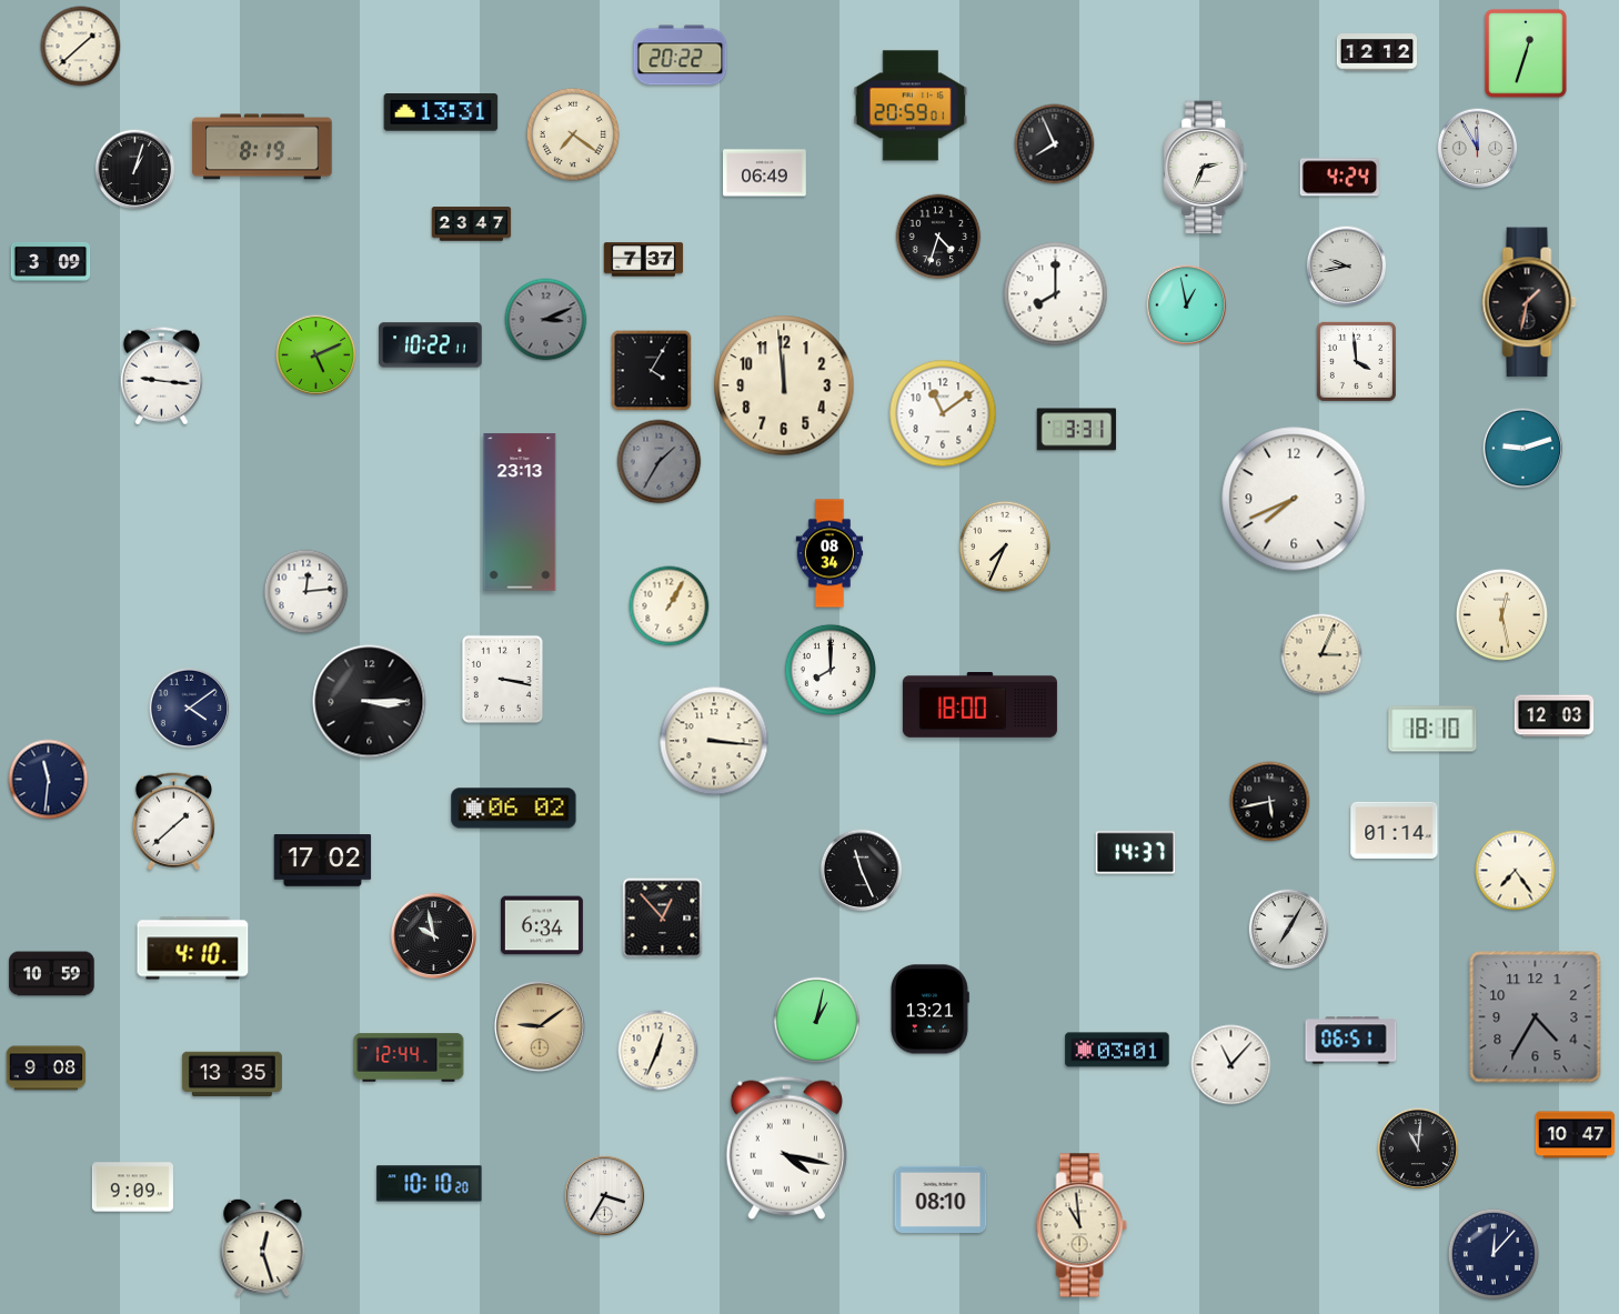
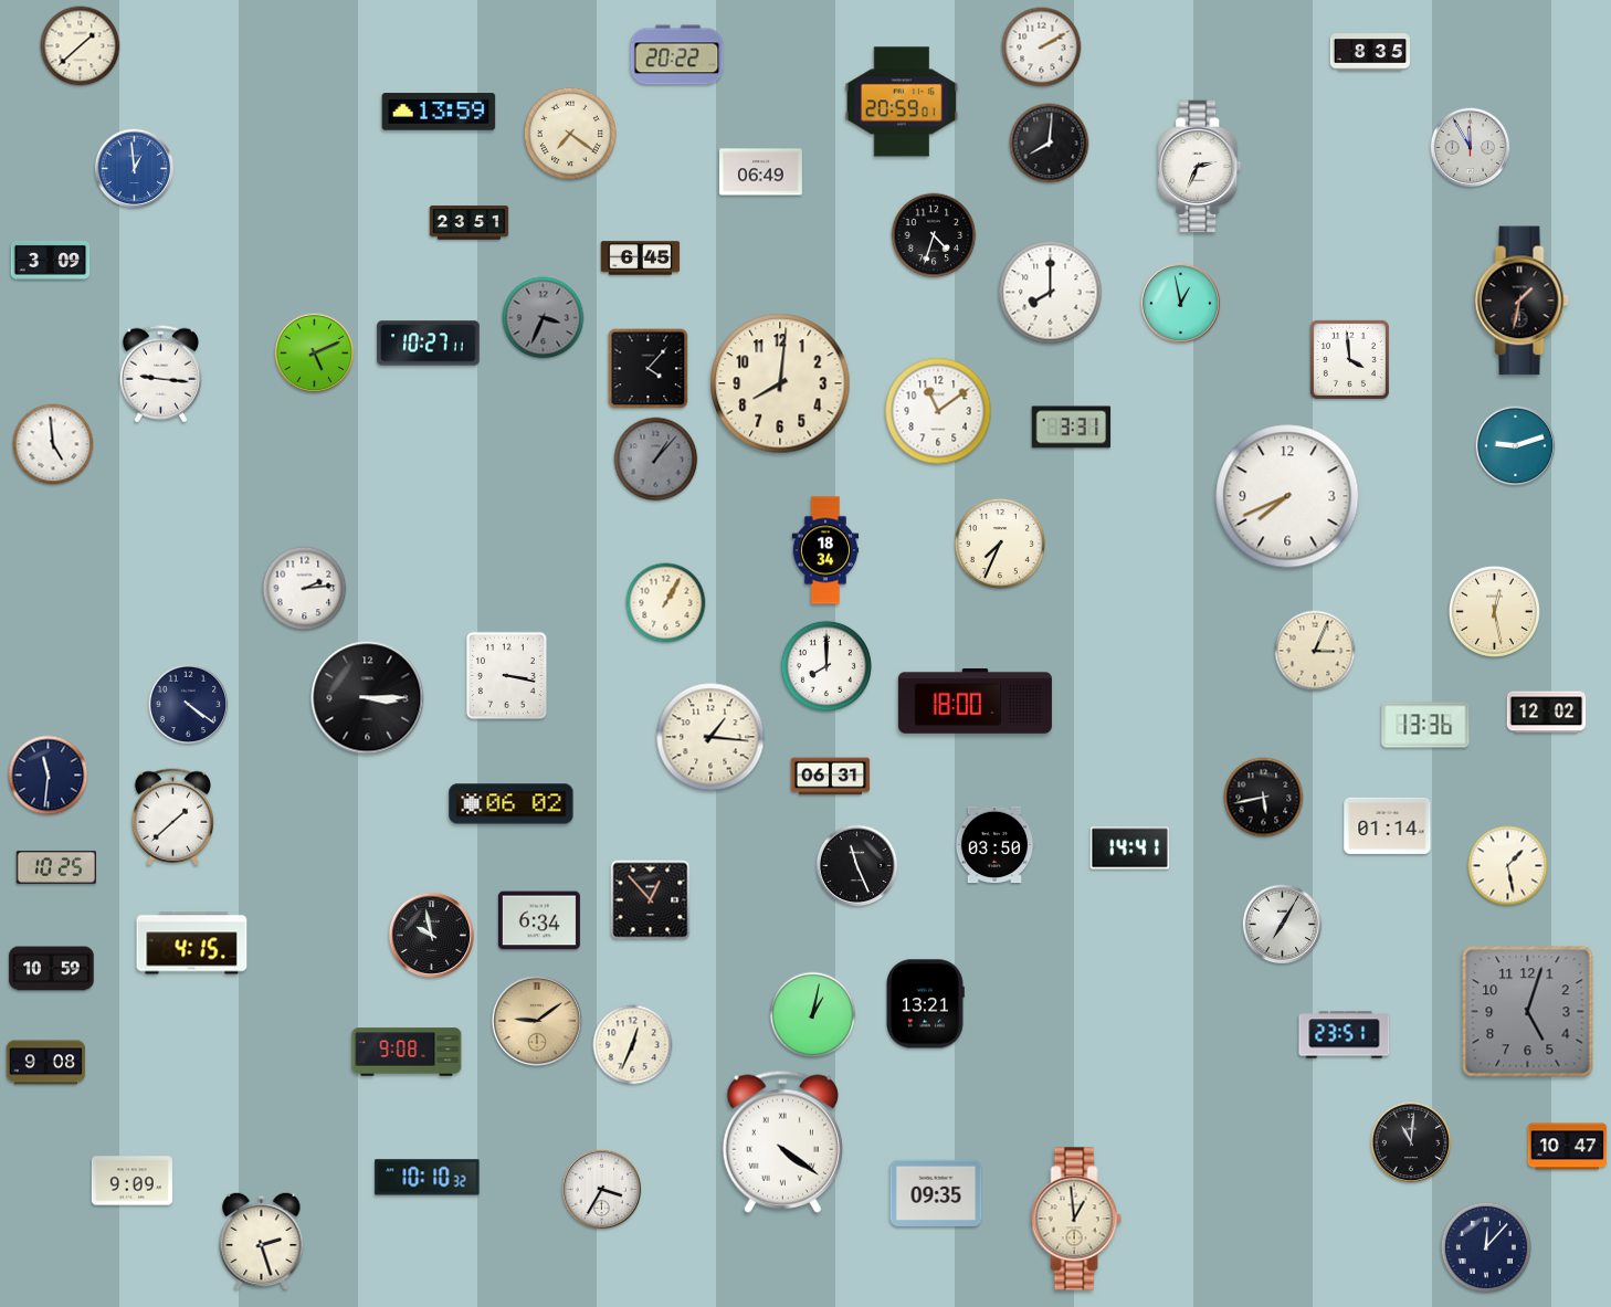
clock at (1042, 48): none -> 2:10
clock at (1376, 52): 12:12 -> 8:35
clock at (1526, 53): 12:33 -> none
clock at (911, 106) position: (911, 106) -> (902, 102)
clock at (441, 112): 13:31 -> 13:59
clock at (1055, 144): 7:56 -> 8:01
clock at (262, 147): 8:19 -> none
clock at (135, 170): 1:03 -> 12:59
clock at (135, 170) dial: black -> blue
clock at (1339, 178): 4:24 -> none
clock at (472, 224): 23:47 -> 23:51
clock at (644, 260): 7:37 -> 6:45
clock at (1347, 267): 9:43 -> none
clock at (546, 320): 3:11 -> 3:34
clock at (431, 345): 10:22 -> 10:27
clock at (652, 371): 4:05 -> 4:07
clock at (784, 385): 11:59 -> 8:01
clock at (53, 444): none -> 4:59
clock at (660, 462): 1:35 -> 1:07
clock at (520, 512): 23:13 -> none
clock at (829, 553): 08:34 -> 18:34
clock at (306, 592): 12:14 -> 2:14
clock at (502, 679) position: (502, 679) -> (506, 675)
clock at (190, 709): 4:09 -> 4:21
clock at (1555, 716): 12:03 -> 12:02
clock at (1432, 729): 18:10 -> 13:36
clock at (714, 741): 3:16 -> 1:16
clock at (831, 777): none -> 06:31
clock at (994, 845): none -> 03:50
clock at (1136, 853): 14:37 -> 14:41
clock at (323, 861): 17:02 -> none
clock at (1516, 871): 7:24 -> 1:28
clock at (55, 867): none -> 10:25
clock at (663, 919) position: (663, 919) -> (651, 900)
clock at (433, 935) position: (433, 935) -> (431, 935)
clock at (193, 949): 4:10 -> 4:15
clock at (1536, 1017): 4:35 -> 5:03
clock at (1351, 1041): 06:51 -> 23:51
clock at (1117, 1050): 03:01 -> none
clock at (658, 1051) position: (658, 1051) -> (633, 1045)
clock at (409, 1057): 12:44 -> 9:08
clock at (1231, 1065): 11:07 -> none
clock at (232, 1074): 13:35 -> none
clock at (1576, 1135) position: (1576, 1135) -> (1568, 1147)
clock at (786, 1147): 4:17 -> 4:21
clock at (430, 1184): 10:10:20 -> 10:10:32
clock at (941, 1198): 08:10 -> 09:35
clock at (1082, 1225): 10:59 -> 12:59
clock at (263, 1247): 12:27 -> 2:27
